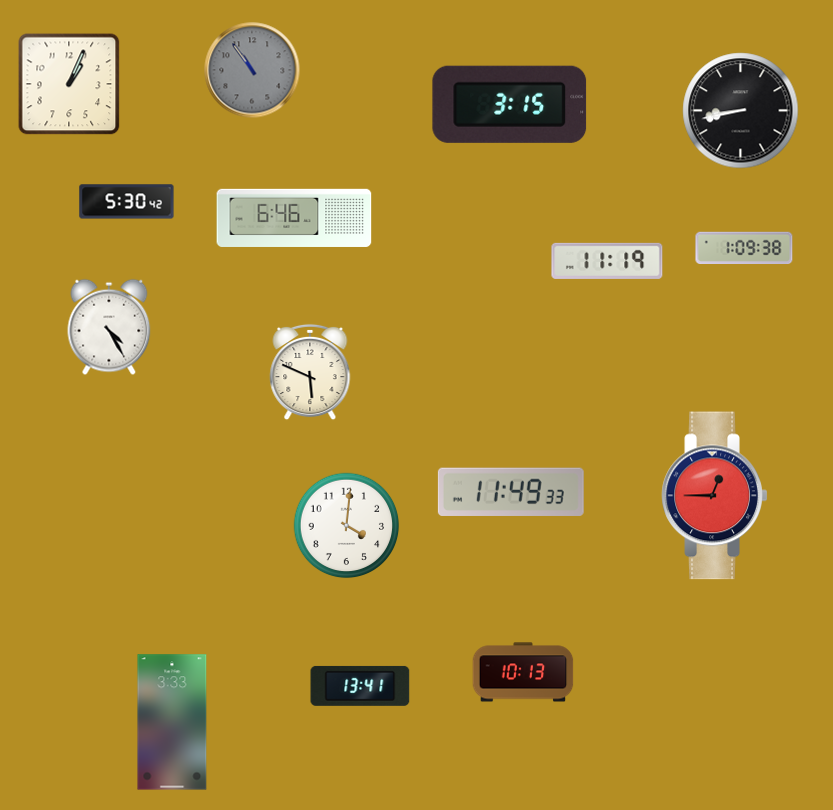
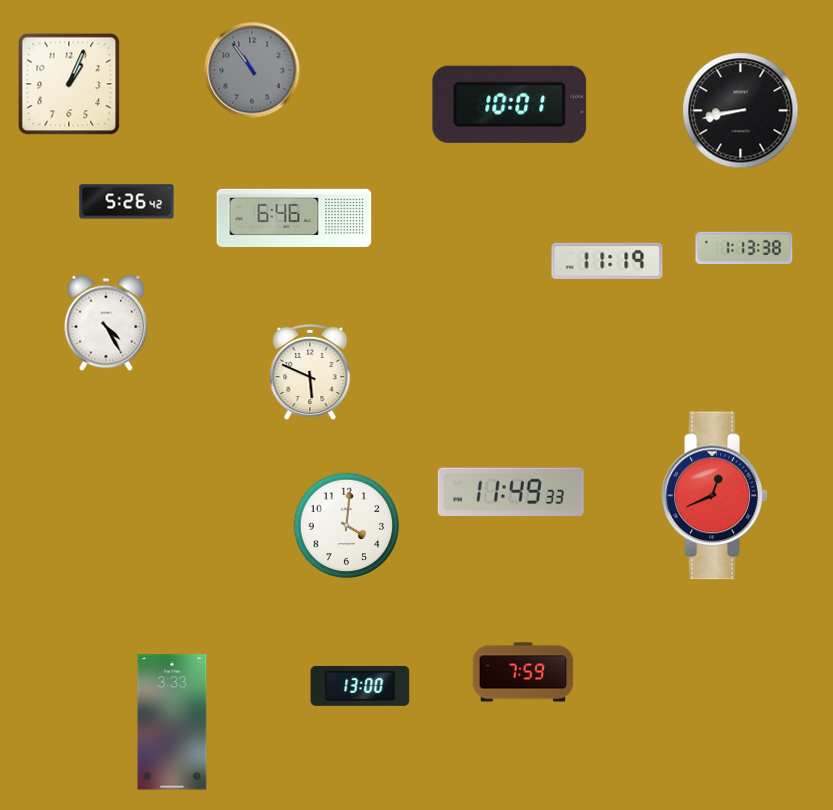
clock at (510, 104): 3:15 -> 10:01
clock at (127, 202): 5:30 -> 5:26
clock at (744, 248): 1:09 -> 1:13
clock at (109, 327) position: (109, 327) -> (106, 323)
clock at (715, 496): 12:45 -> 12:41
clock at (523, 672): 10:13 -> 7:59
clock at (360, 686): 13:41 -> 13:00
